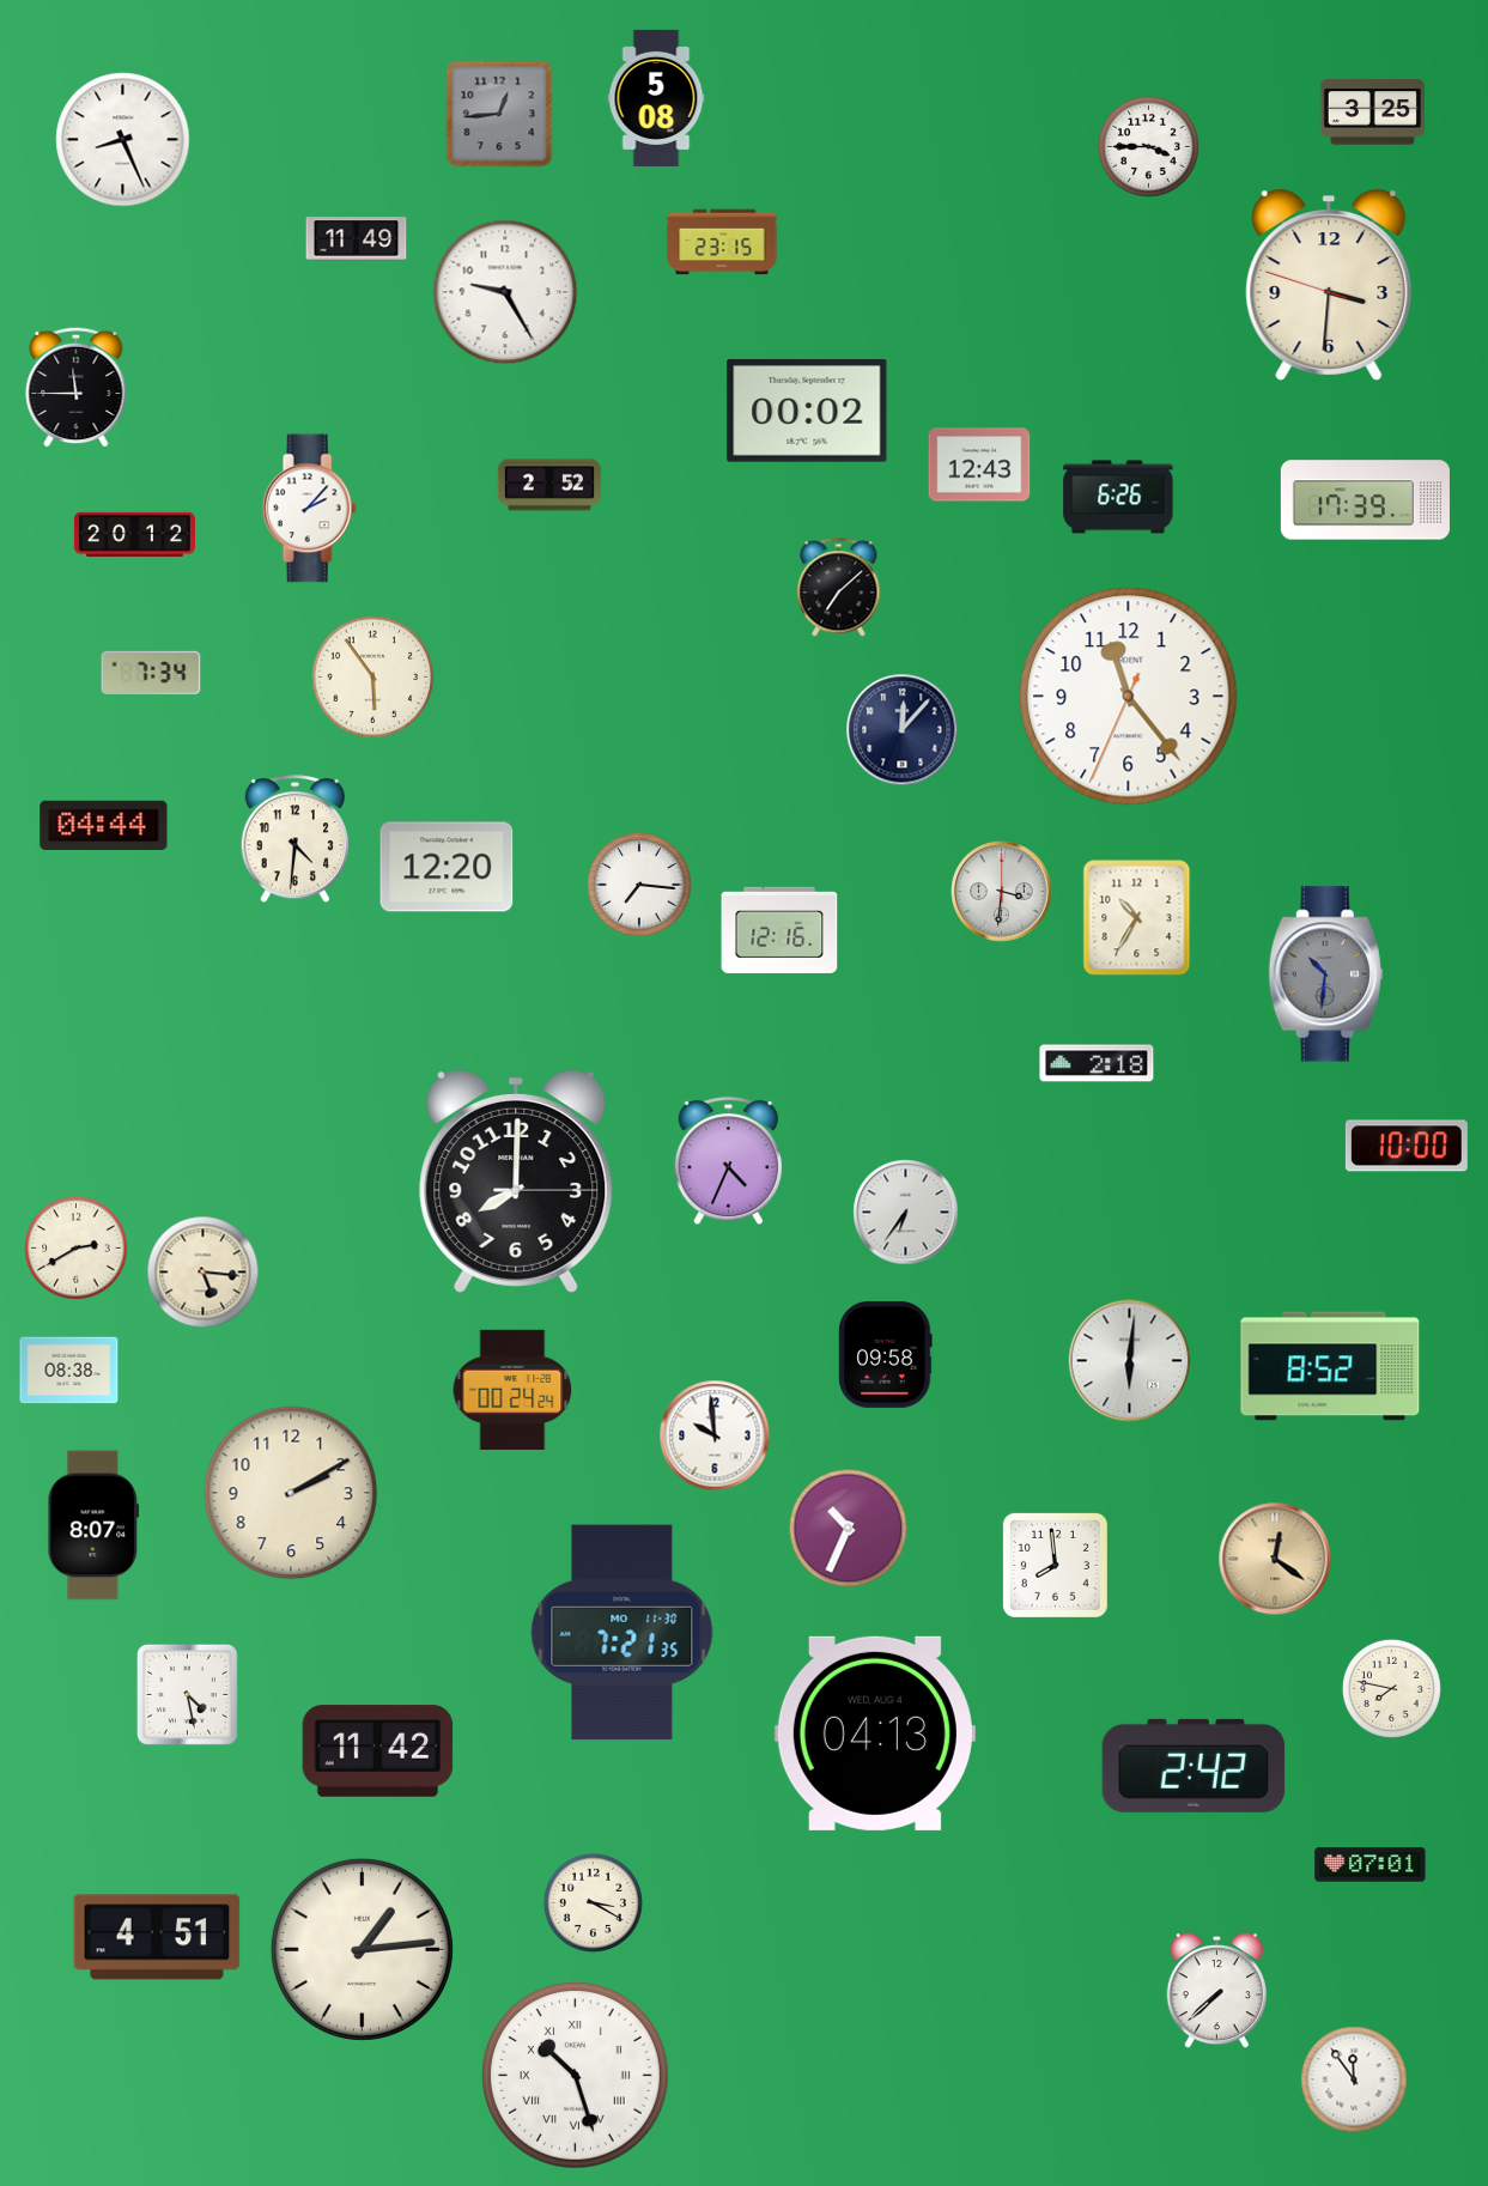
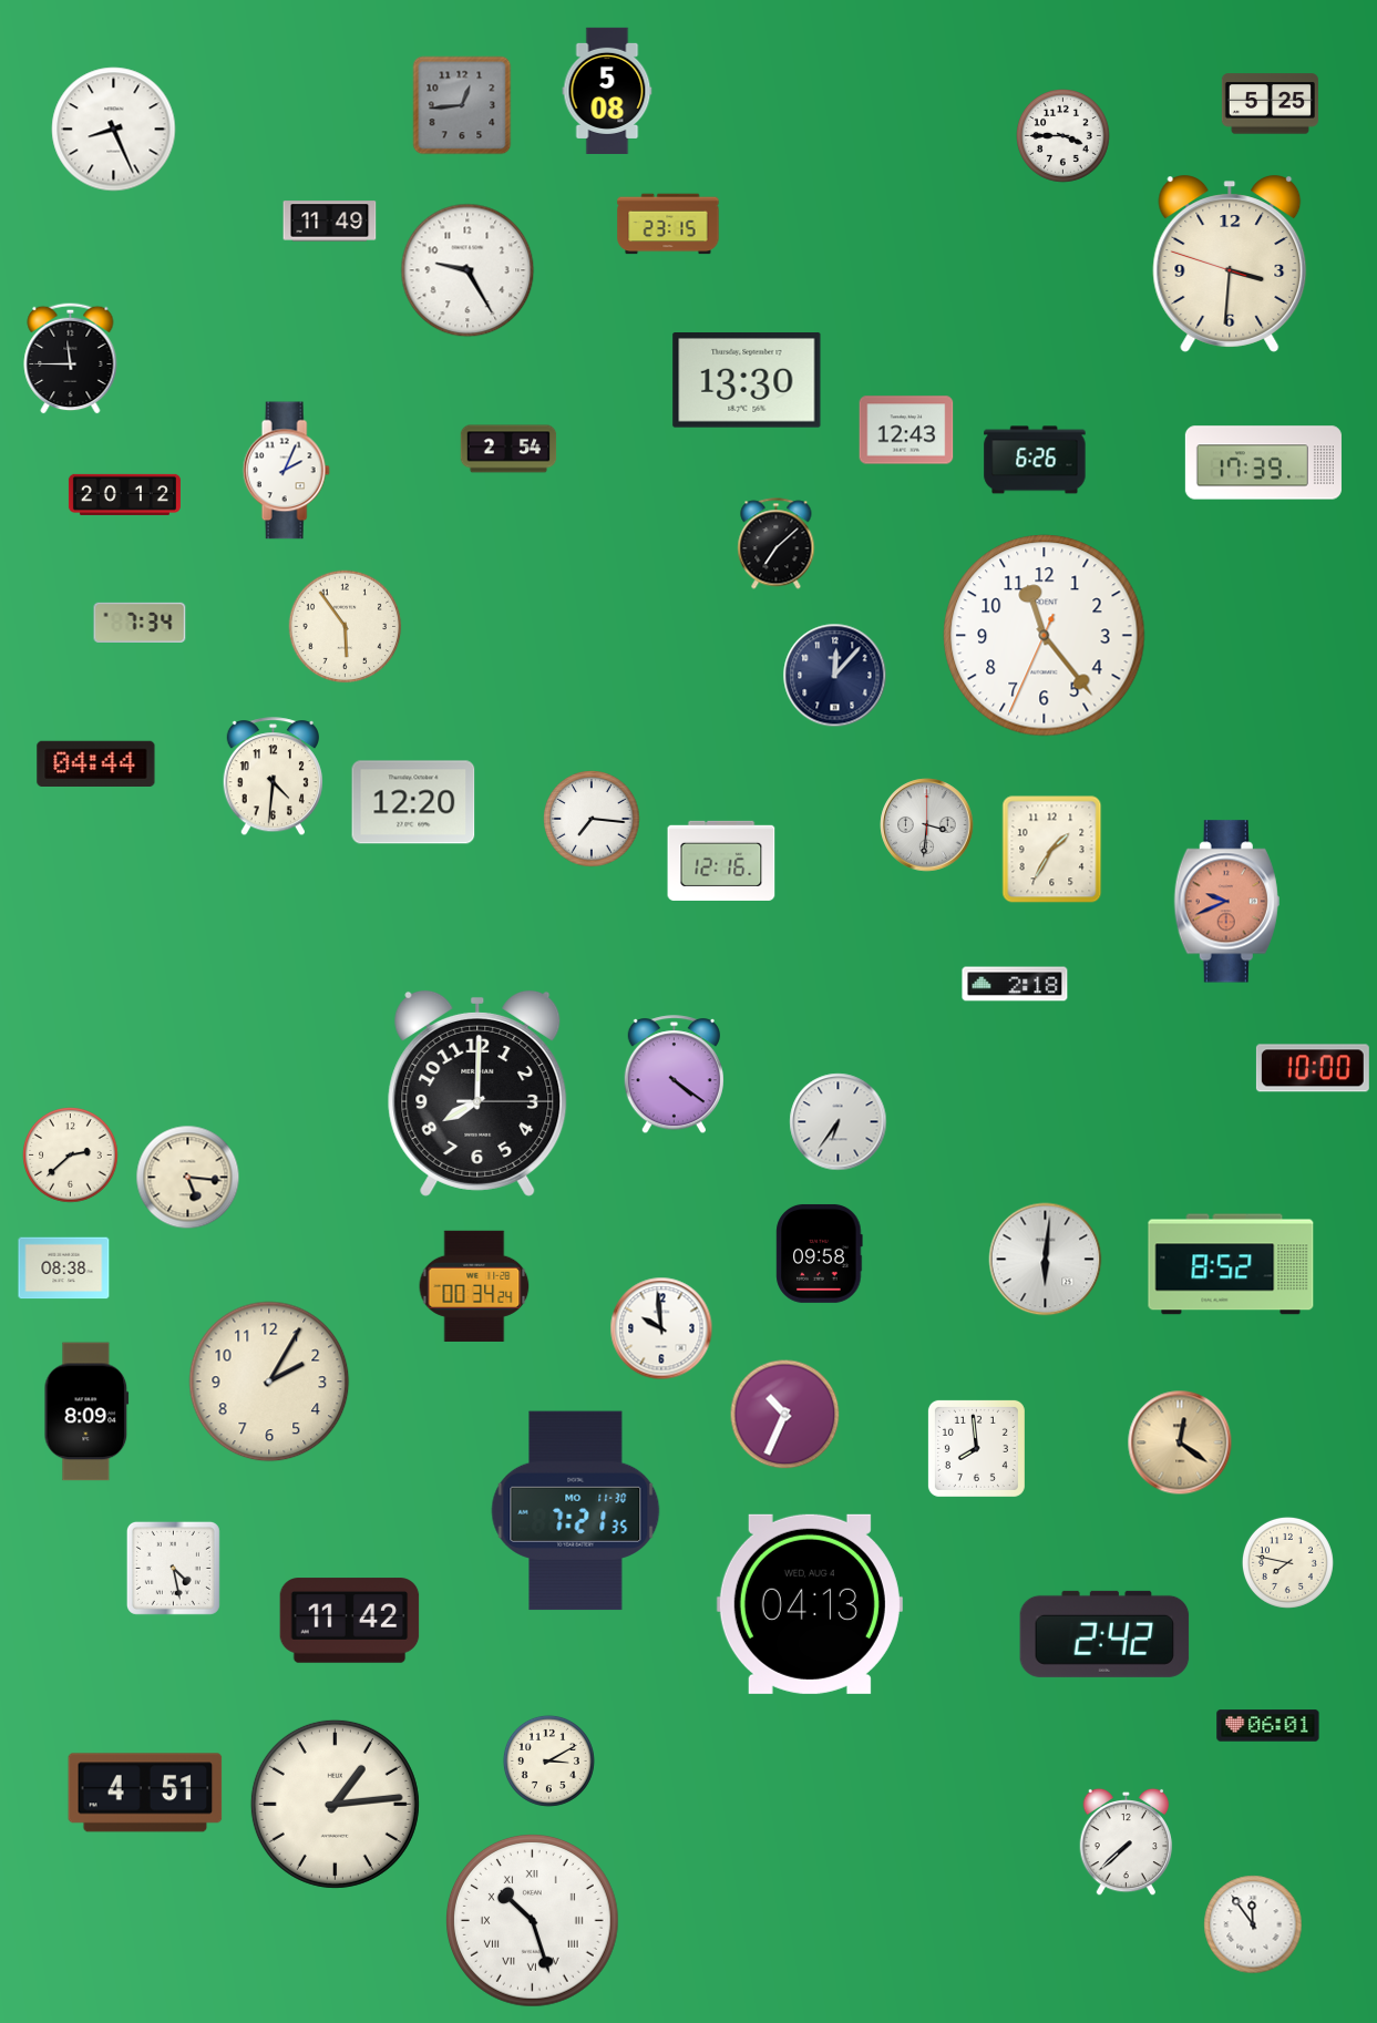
clock at (1372, 113): 3:25 -> 5:25
clock at (807, 412): 00:02 -> 13:30
clock at (549, 485): 2:52 -> 2:54
clock at (309, 509): 2:07 -> 2:04
clock at (1129, 697) position: (1129, 697) -> (1045, 636)
clock at (1137, 918): 10:35 -> 1:35
clock at (1325, 974): 10:31 -> 9:41
clock at (1325, 974) dial: grey -> salmon
clock at (1407, 1146) position: (1407, 1146) -> (1313, 1068)
clock at (728, 1161): 4:34 -> 4:21
clock at (77, 1249): 2:40 -> 2:38
clock at (512, 1390): 00:24 -> 00:34
clock at (291, 1493): 2:10 -> 2:05
clock at (93, 1525): 8:07 -> 8:09
clock at (1371, 1865): 07:01 -> 06:01
clock at (593, 1902): 3:20 -> 3:10
